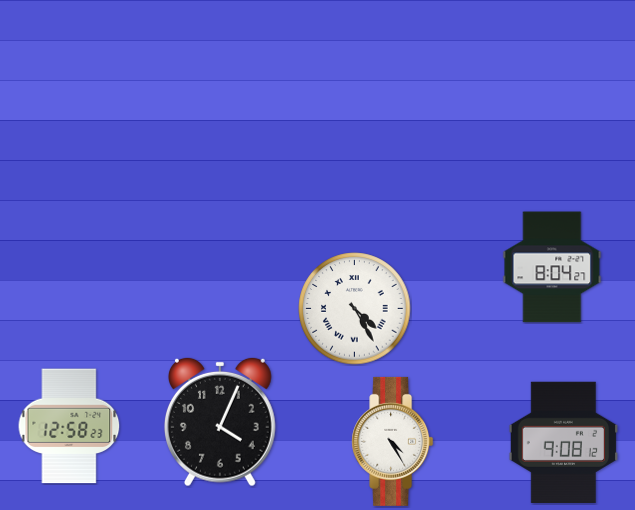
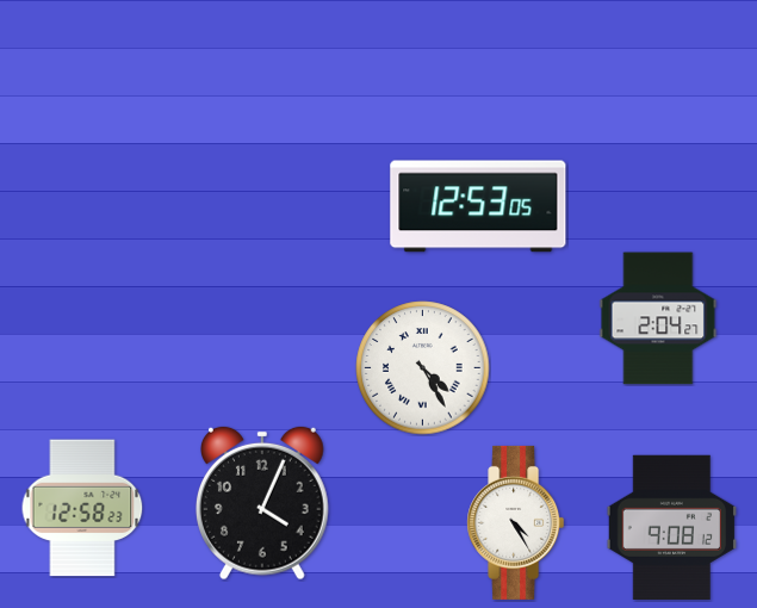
clock at (478, 206): none -> 12:53
clock at (552, 267): 8:04 -> 2:04
clock at (393, 441) position: (393, 441) -> (516, 522)
